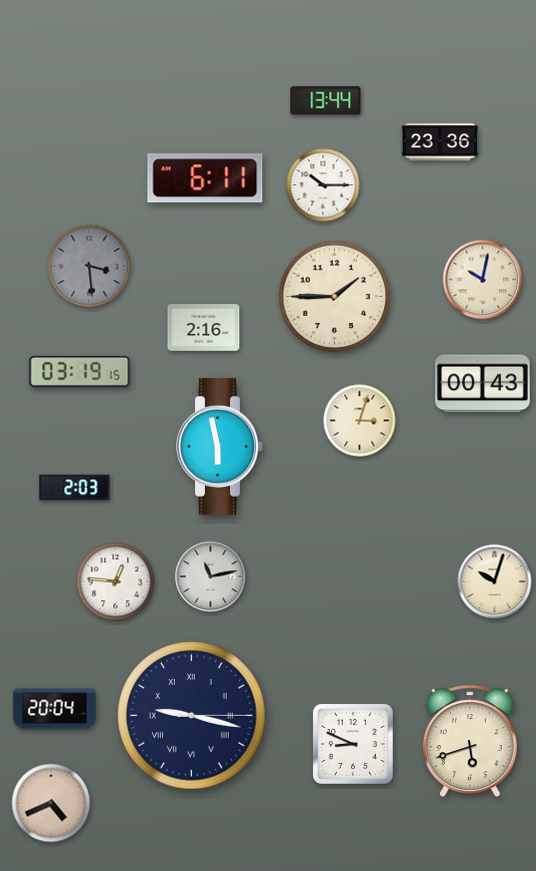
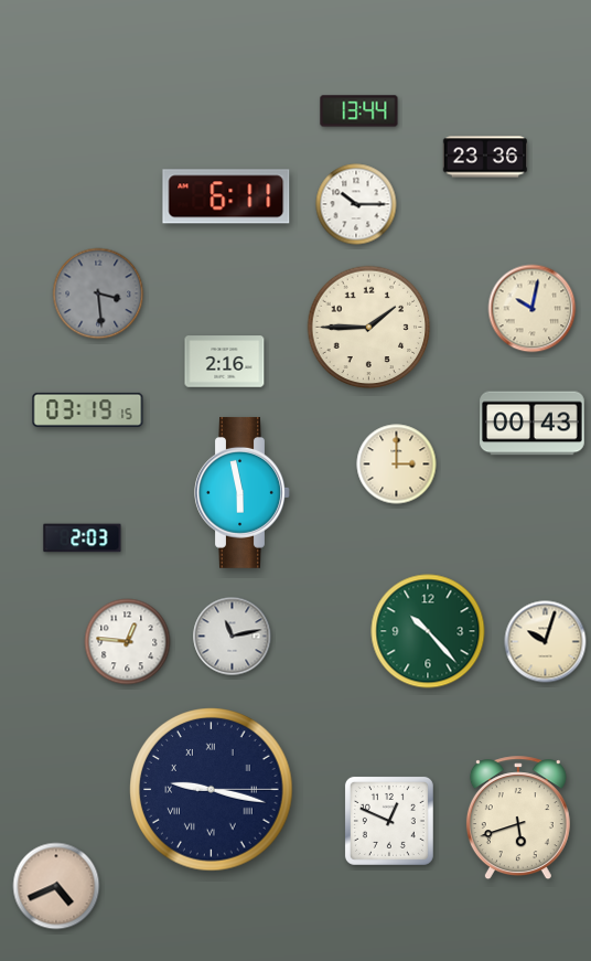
clock at (360, 421): 3:03 -> 3:00
clock at (428, 631): none -> 10:23
clock at (55, 709): 20:04 -> none
clock at (353, 744): 8:49 -> 12:49
